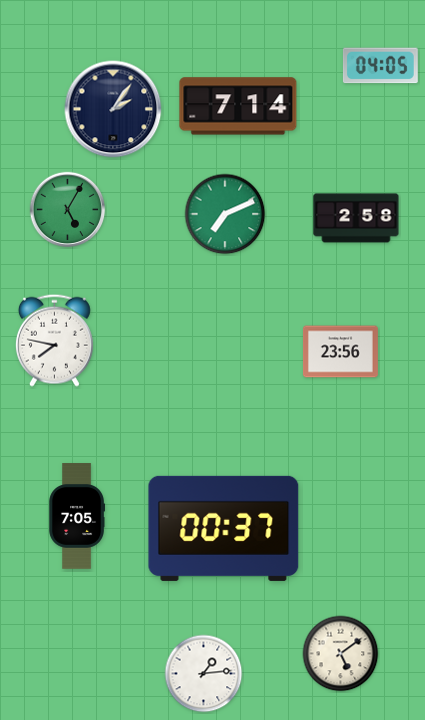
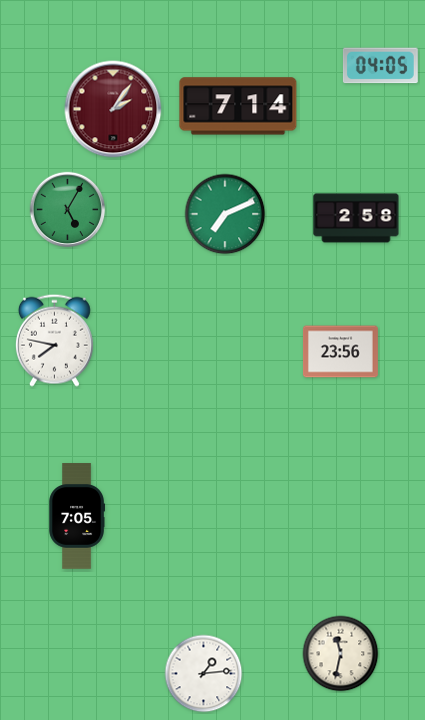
clock at (113, 109) dial: navy -> burgundy
clock at (224, 528): 00:37 -> none
clock at (341, 654): 5:09 -> 11:32
